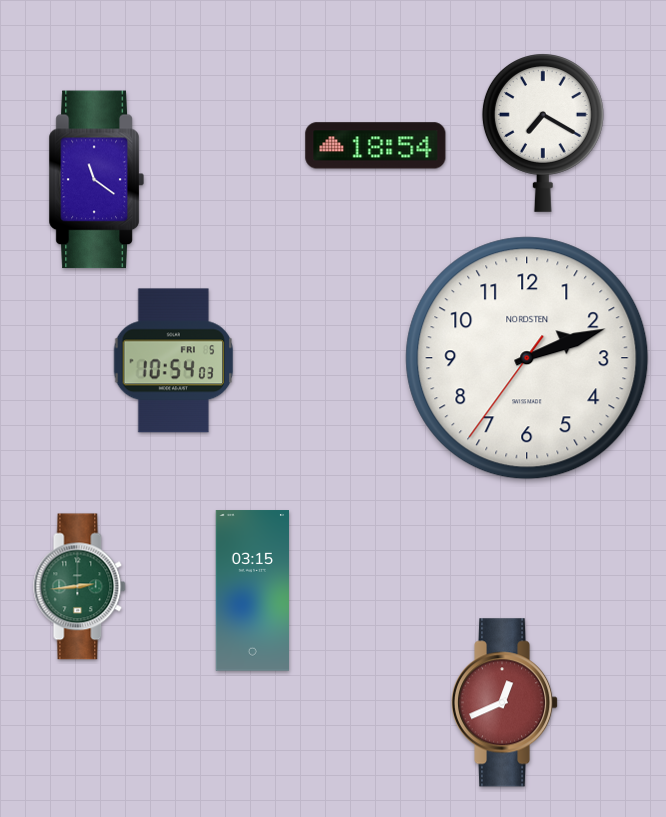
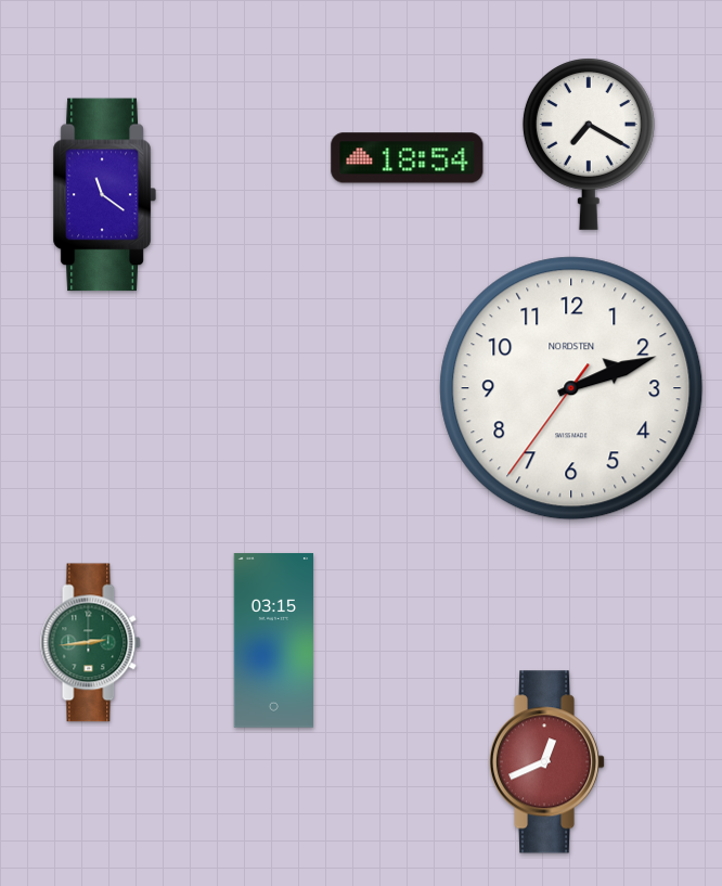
clock at (174, 361): 10:54 -> none
clock at (80, 587) position: (80, 587) -> (91, 643)
